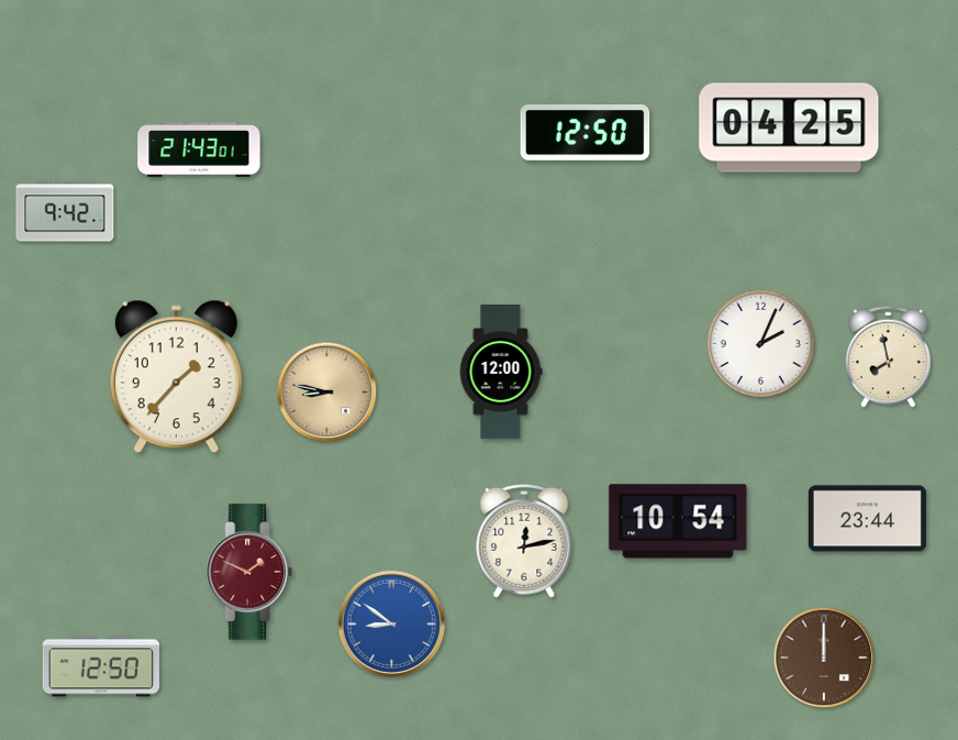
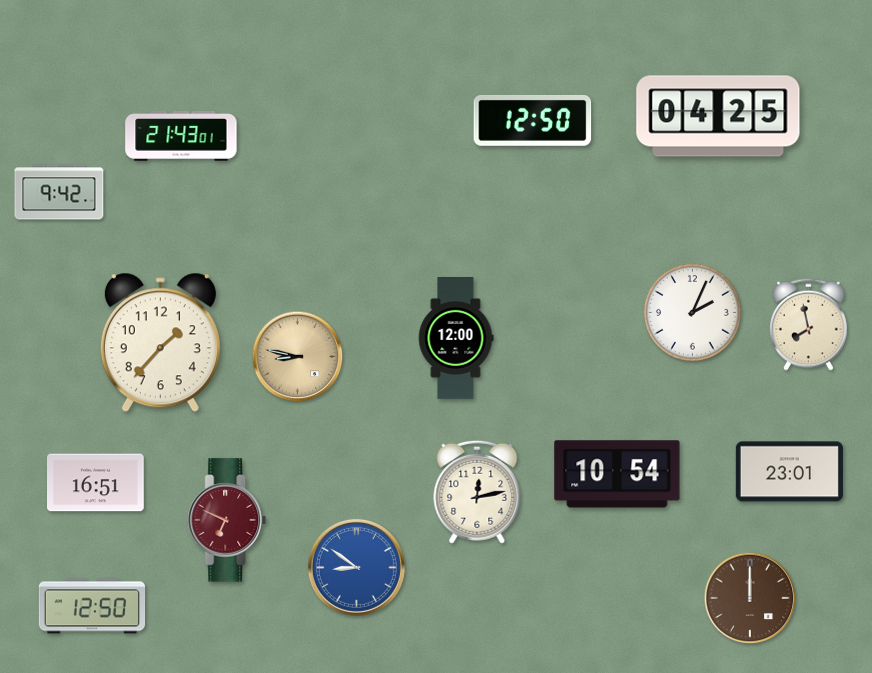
clock at (867, 519): 23:44 -> 23:01
clock at (96, 483): none -> 16:51
clock at (249, 572): 1:49 -> 6:49
